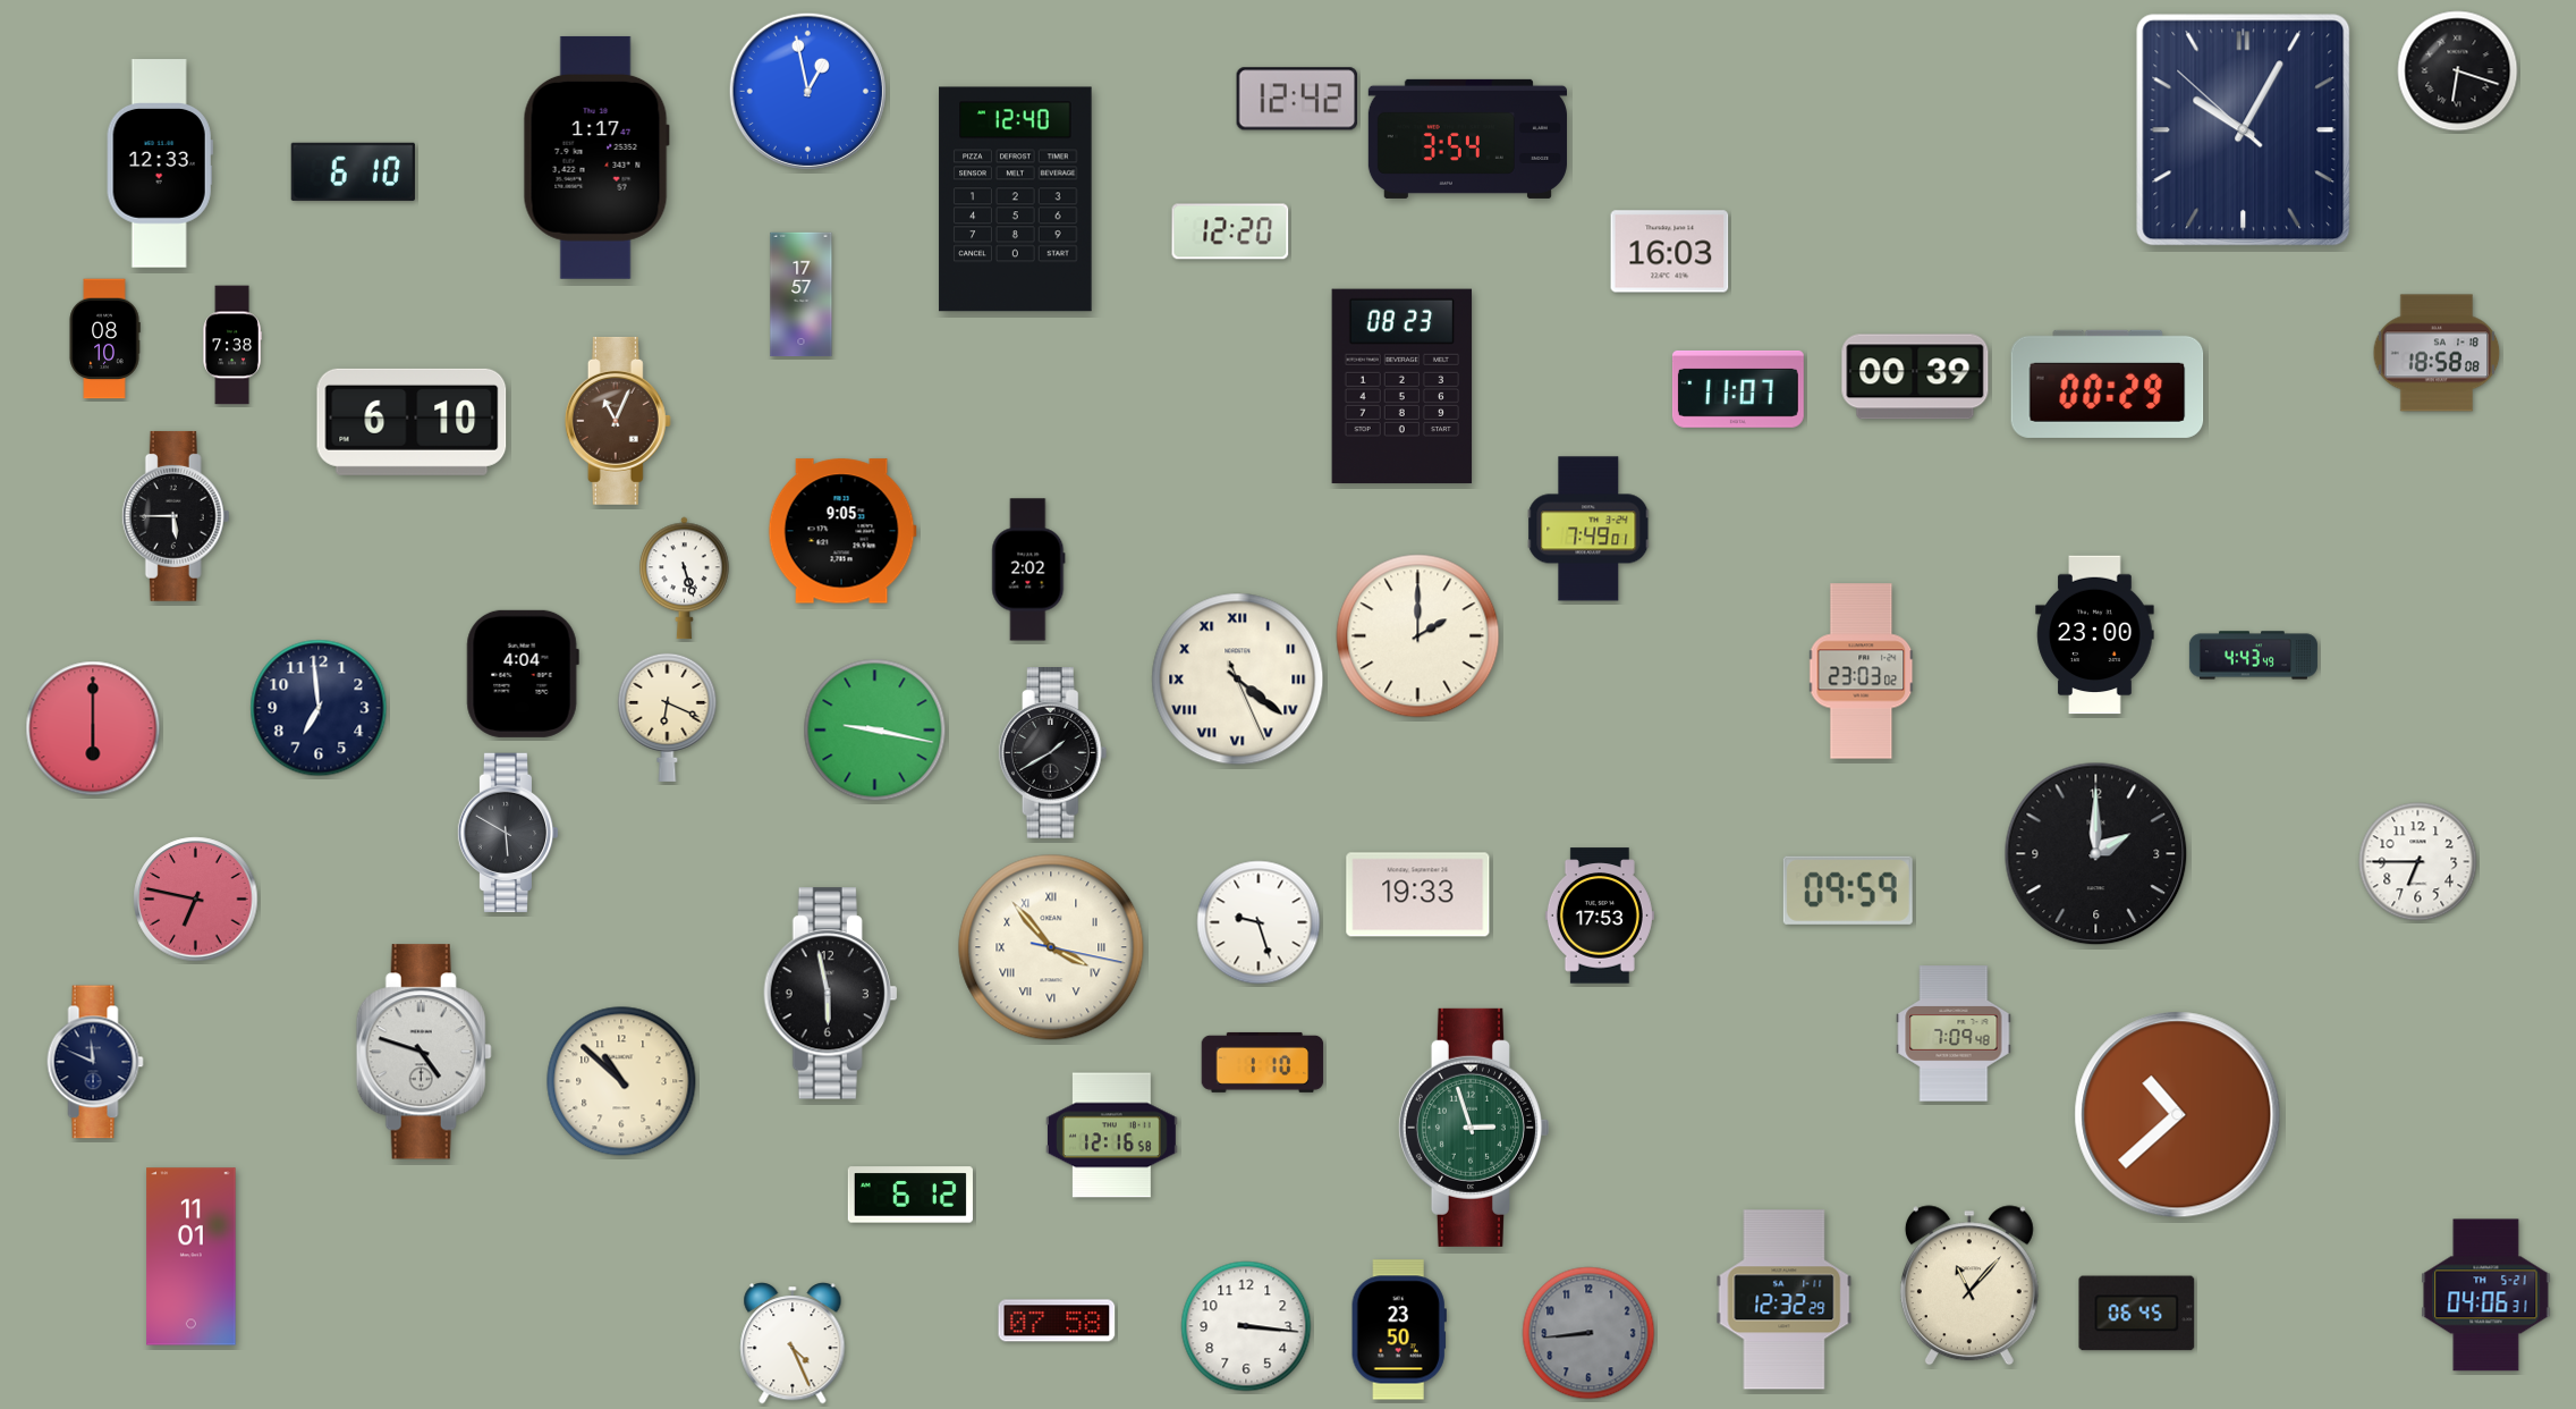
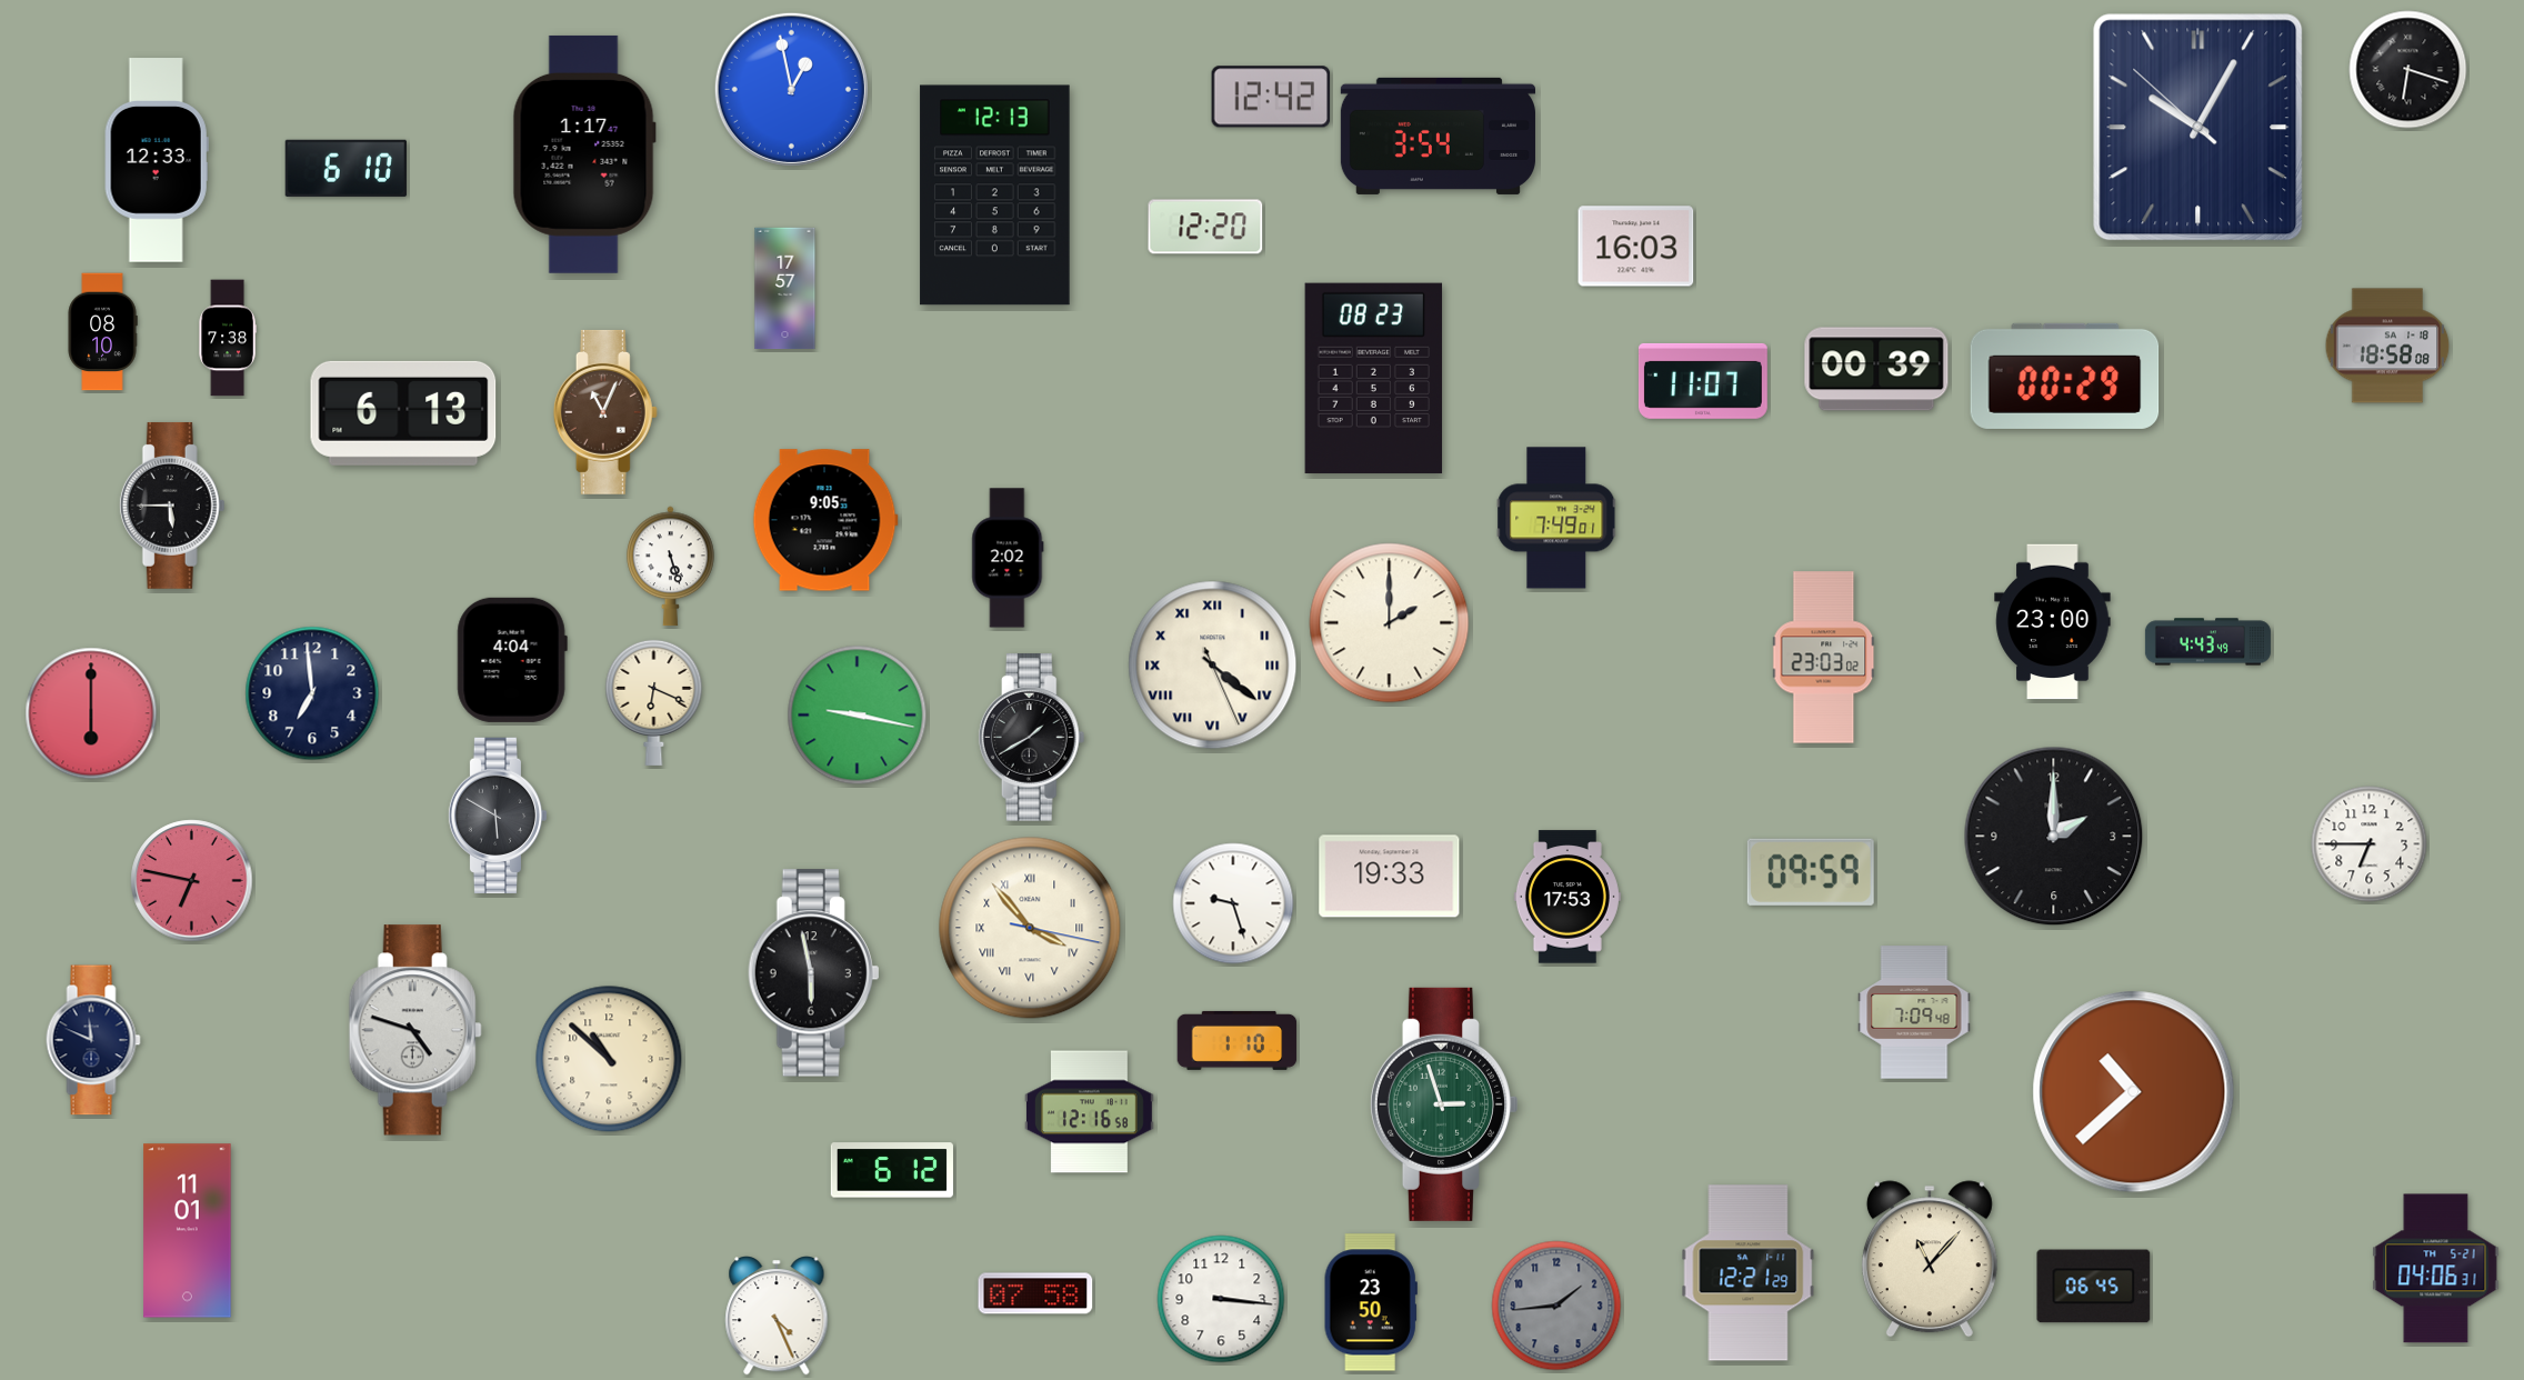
clock at (1016, 200): 12:40 -> 12:13
clock at (412, 422): 6:10 -> 6:13
clock at (1785, 1300): 12:32 -> 12:21
clock at (1588, 1333): 8:44 -> 1:44
